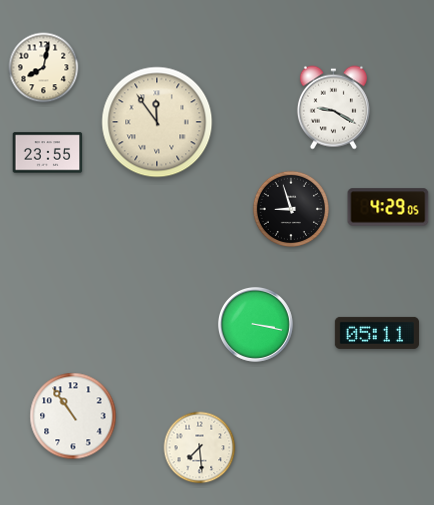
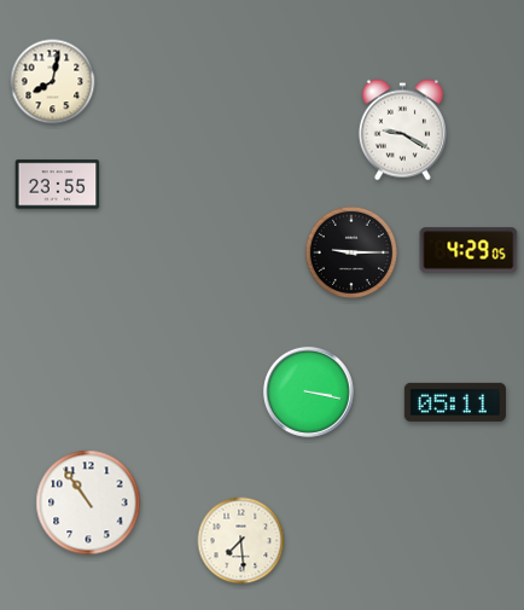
clock at (157, 122): 11:54 -> none
clock at (290, 208): 8:57 -> 9:15
